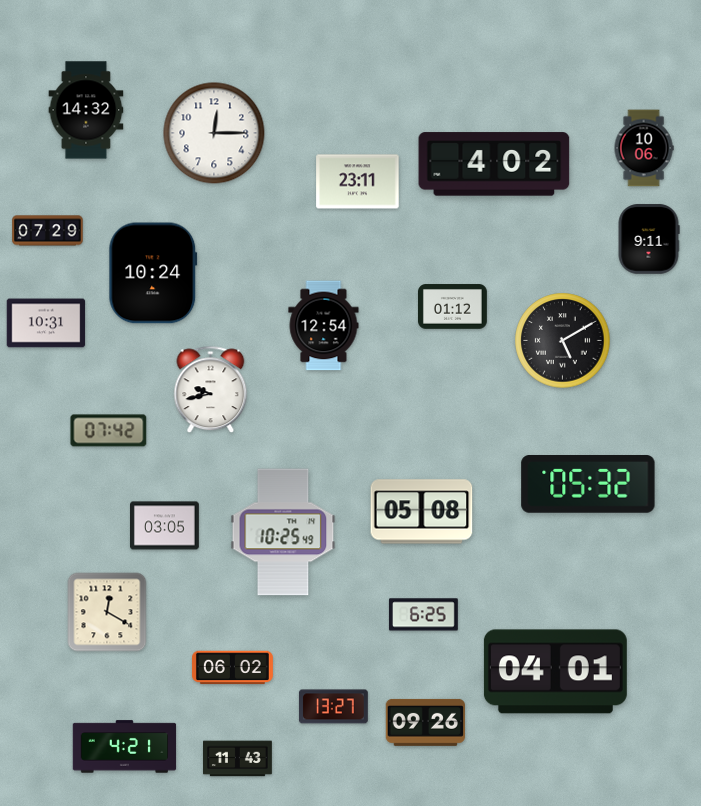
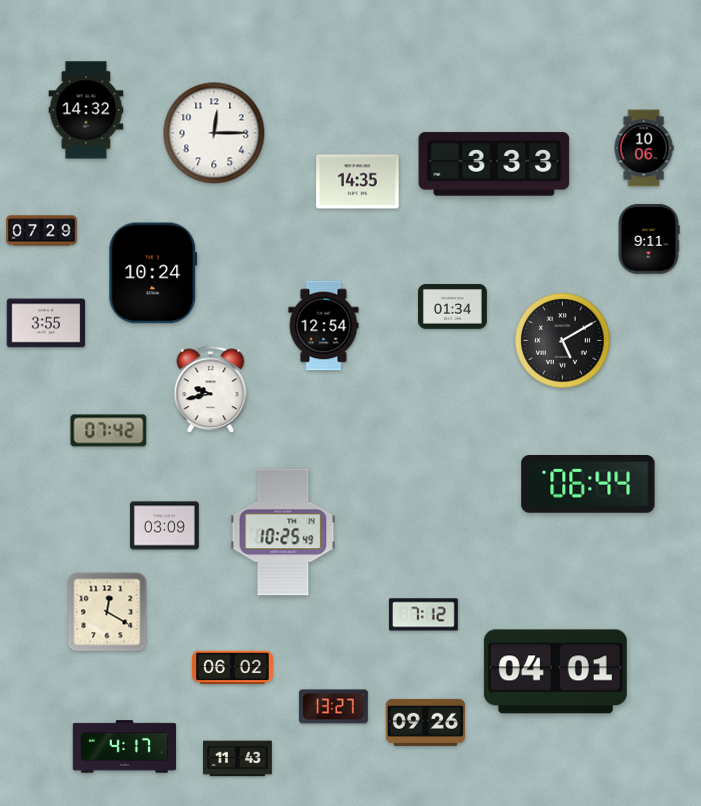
clock at (494, 164): 4:02 -> 3:33
clock at (358, 182): 23:11 -> 14:35
clock at (48, 231) position: (48, 231) -> (42, 231)
clock at (453, 307): 01:12 -> 01:34
clock at (46, 323): 10:31 -> 3:55
clock at (588, 485): 05:32 -> 06:44
clock at (422, 512): 05:08 -> none
clock at (165, 526): 03:05 -> 03:09
clock at (423, 615): 6:25 -> 7:12
clock at (125, 747): 4:21 -> 4:17
